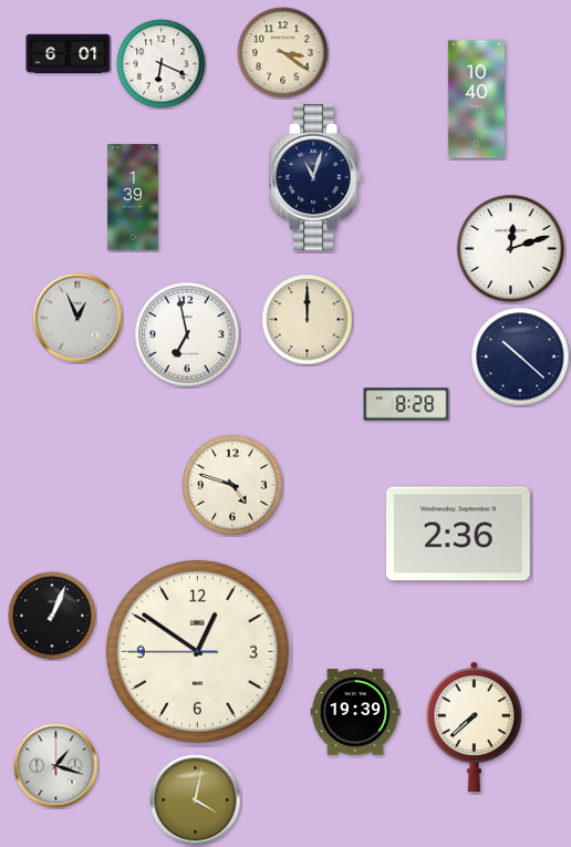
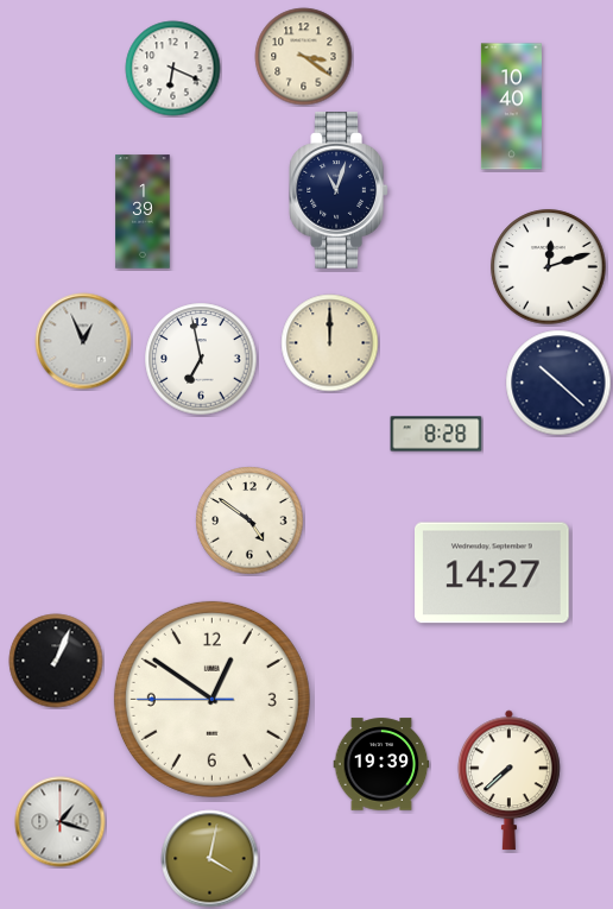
clock at (69, 53): 6:01 -> none
clock at (232, 485): 4:48 -> 4:51
clock at (458, 534): 2:36 -> 14:27
